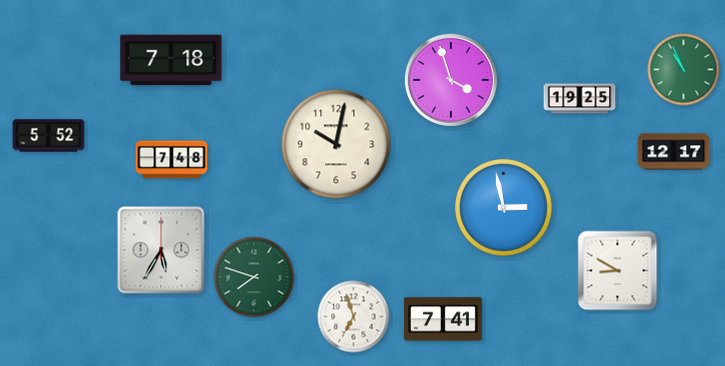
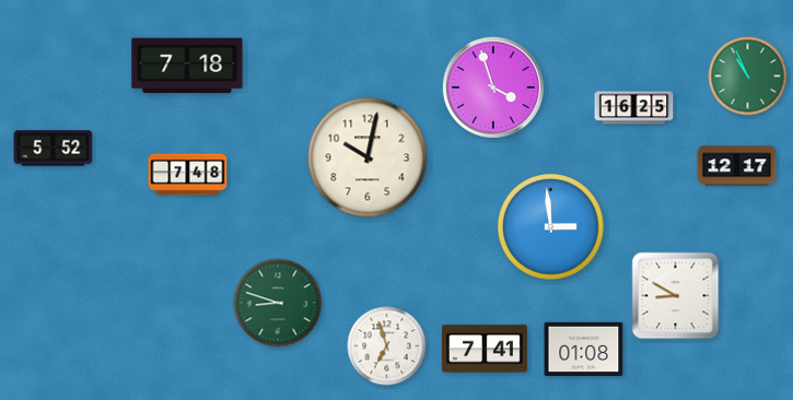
clock at (580, 99): 19:25 -> 16:25
clock at (504, 208): 2:58 -> 2:59
clock at (161, 250): 5:35 -> none
clock at (254, 277): 7:48 -> 8:48
clock at (584, 349): none -> 01:08
